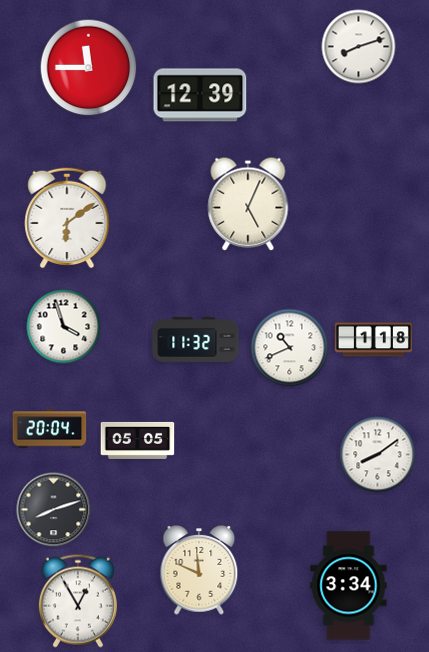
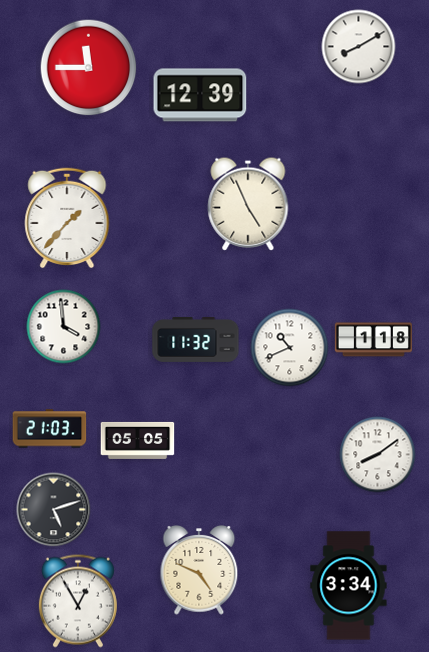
clock at (359, 47): 8:12 -> 8:10
clock at (248, 204): 5:04 -> 4:56
clock at (67, 218): 6:09 -> 1:37
clock at (64, 327): 3:57 -> 3:59
clock at (50, 429): 20:04 -> 21:03
clock at (54, 510): 8:12 -> 5:12
clock at (199, 571): 11:49 -> 4:49
